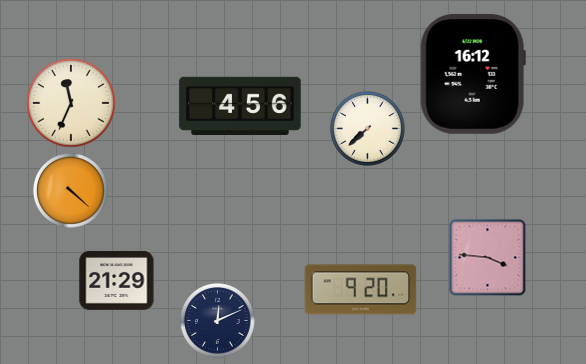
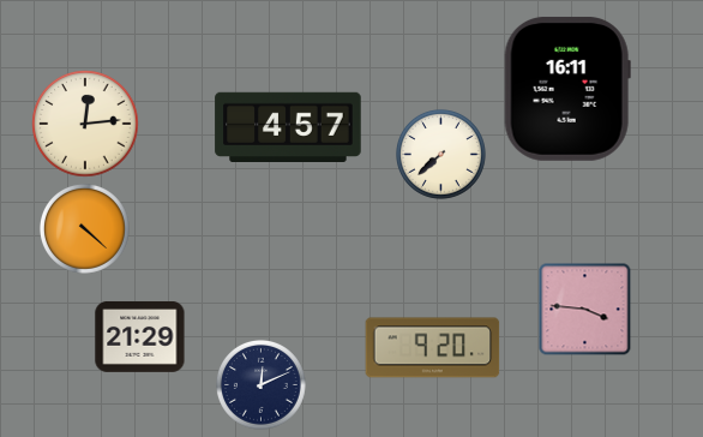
clock at (473, 74): 16:12 -> 16:11
clock at (71, 103): 11:34 -> 12:14
clock at (240, 105): 4:56 -> 4:57
